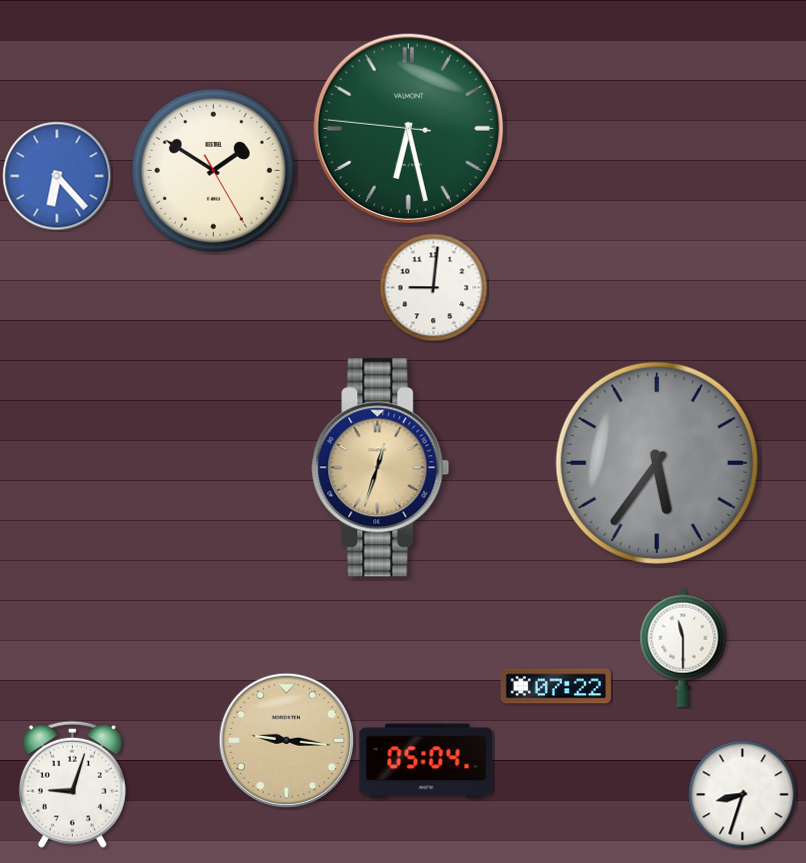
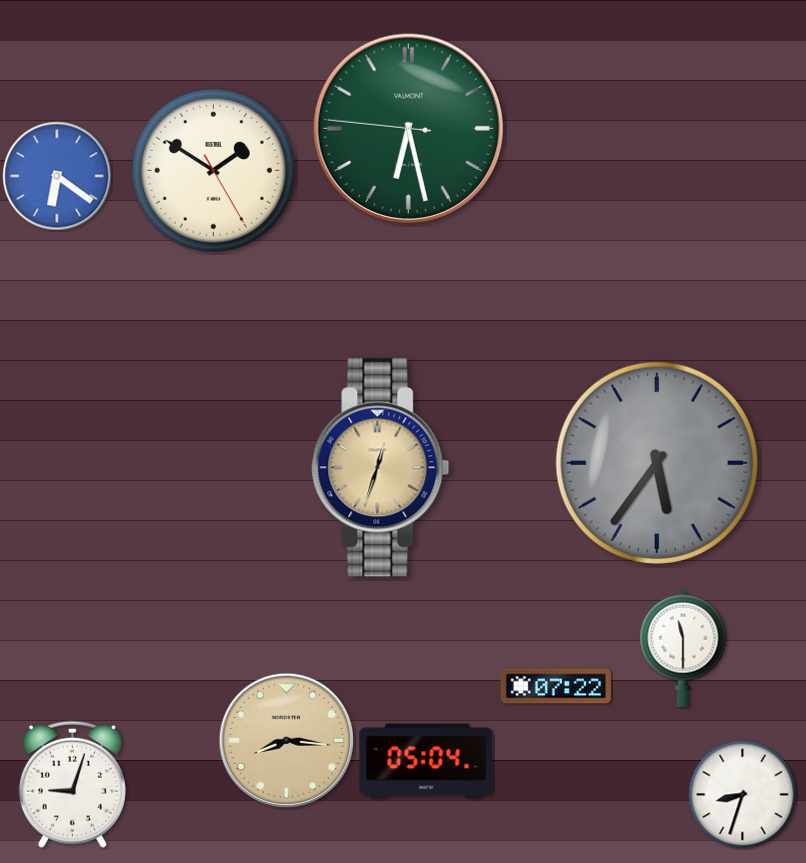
clock at (57, 176): 6:23 -> 6:21
clock at (434, 288): 9:01 -> none
clock at (286, 740): 9:16 -> 8:16
